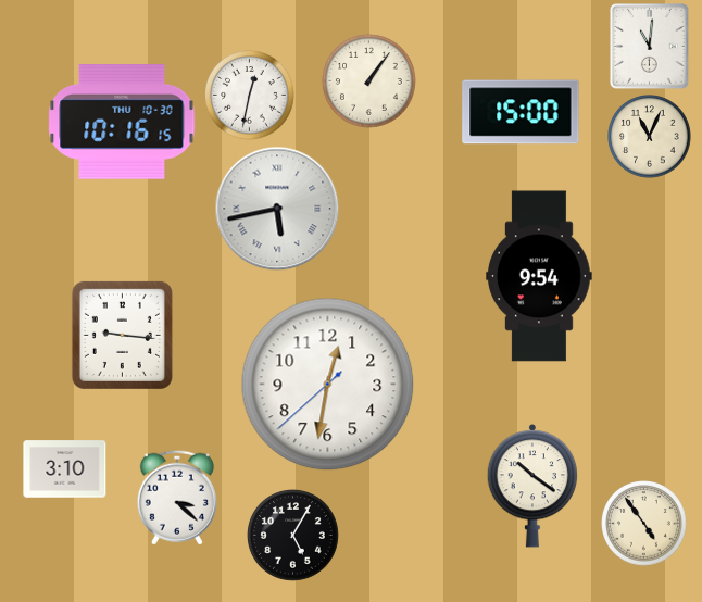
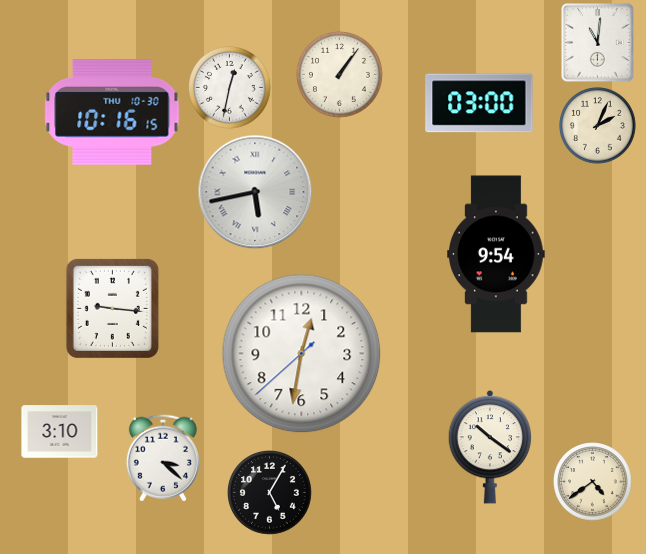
clock at (521, 112): 15:00 -> 03:00
clock at (650, 137): 11:04 -> 2:04
clock at (644, 524): 4:54 -> 4:39
